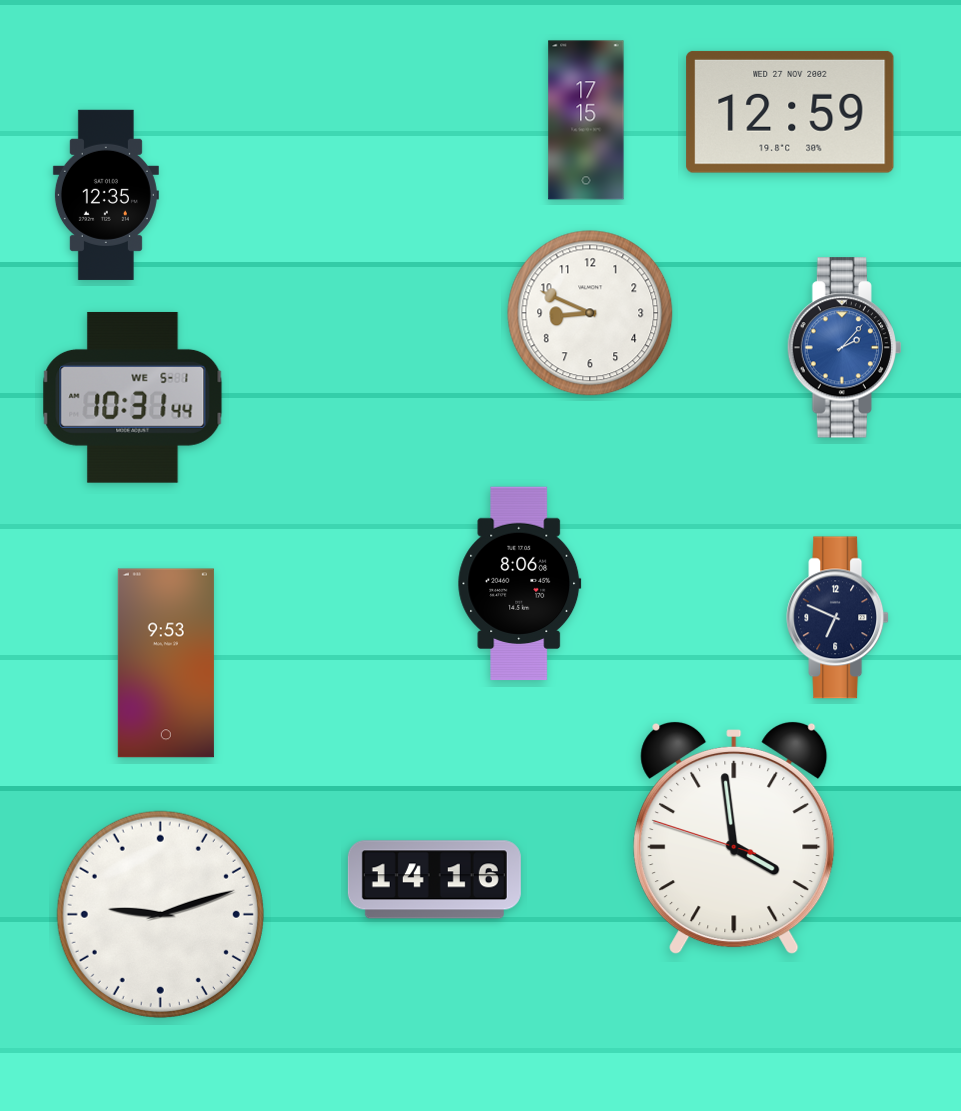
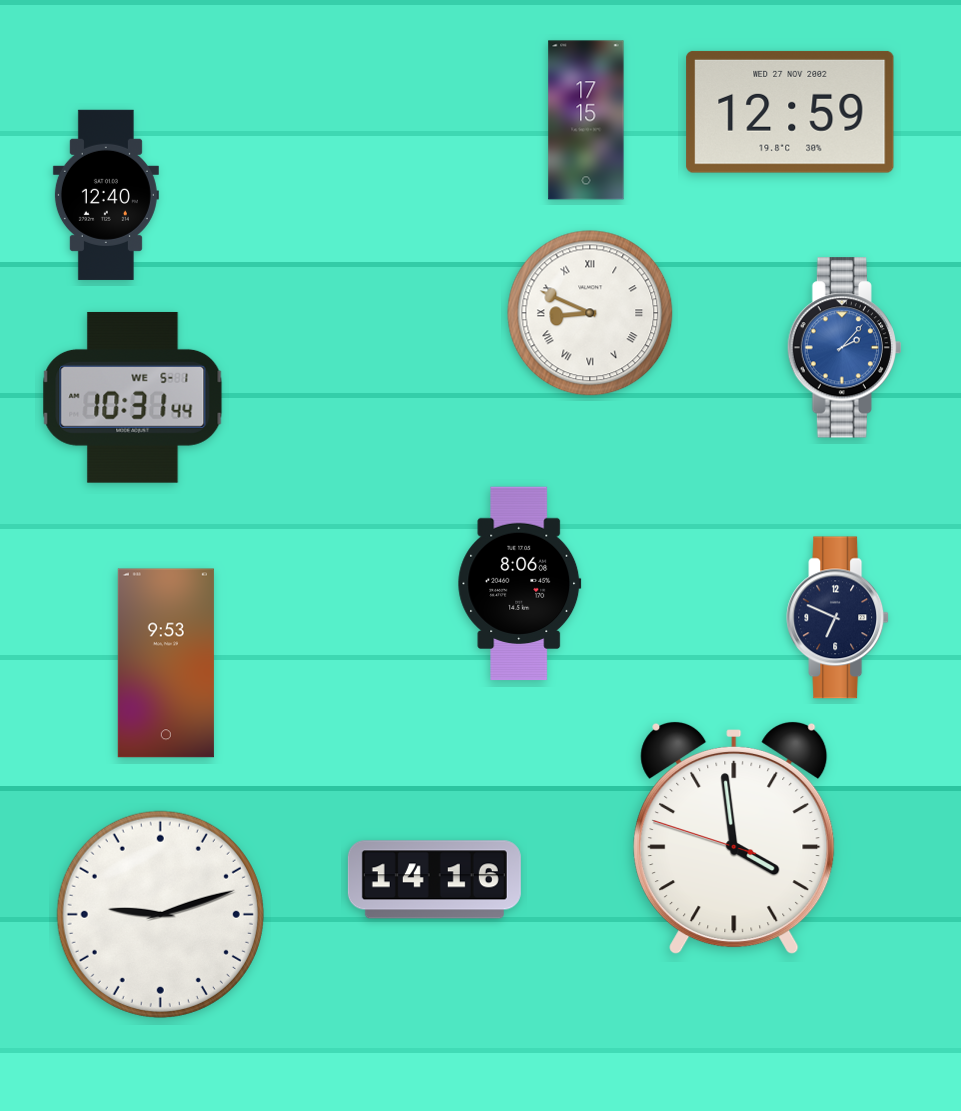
clock at (106, 195): 12:35 -> 12:40
clock at (590, 313) numerals: Arabic -> Roman
